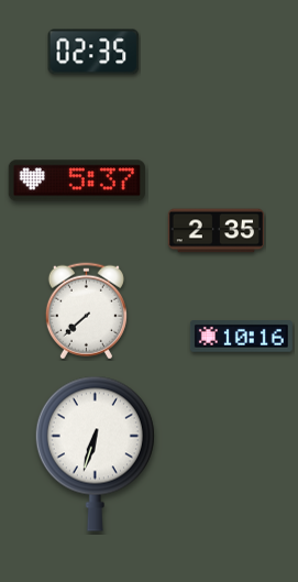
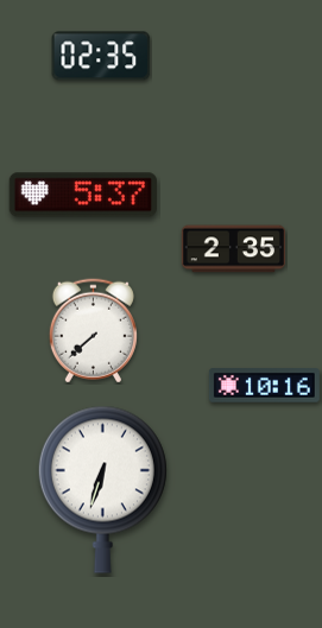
clock at (86, 311) position: (86, 311) -> (93, 331)
clock at (241, 337) position: (241, 337) -> (264, 386)
